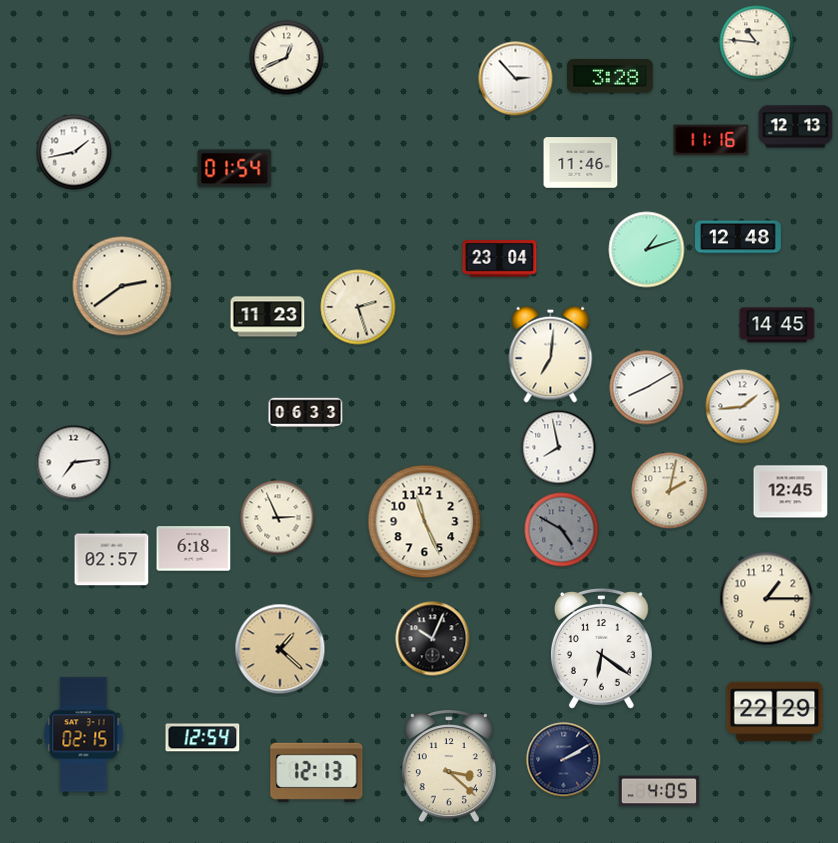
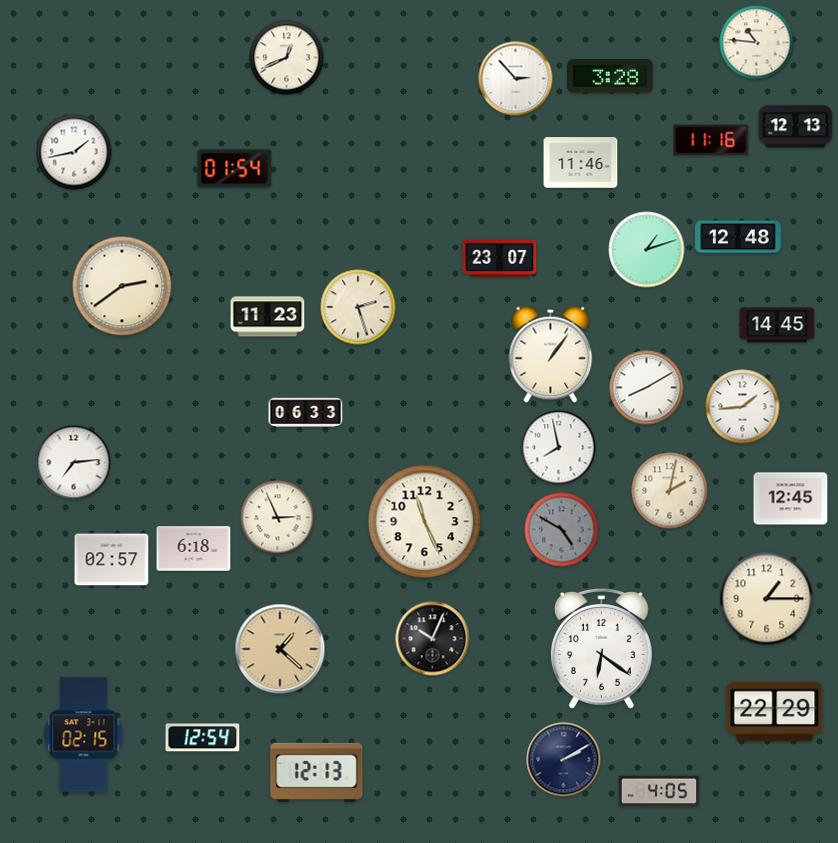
clock at (500, 259): 23:04 -> 23:07
clock at (551, 354): 7:01 -> 1:06
clock at (791, 492) position: (791, 492) -> (791, 499)
clock at (449, 767): 3:22 -> none
